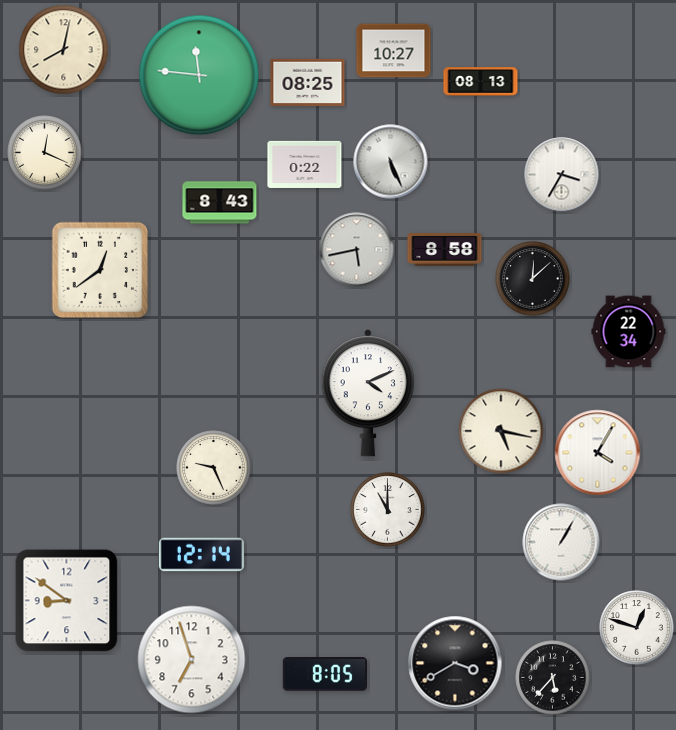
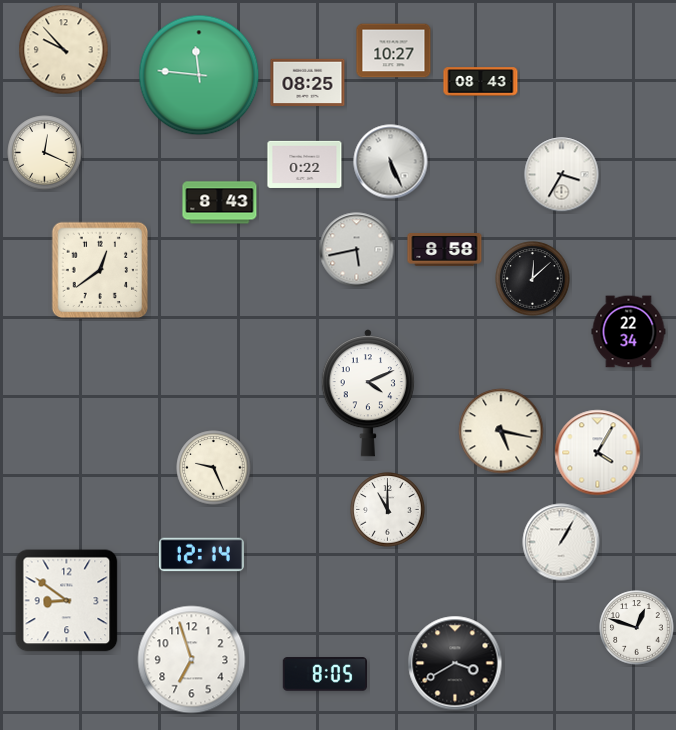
clock at (64, 50): 8:02 -> 9:53
clock at (481, 82): 08:13 -> 08:43
clock at (553, 678): 5:37 -> none
